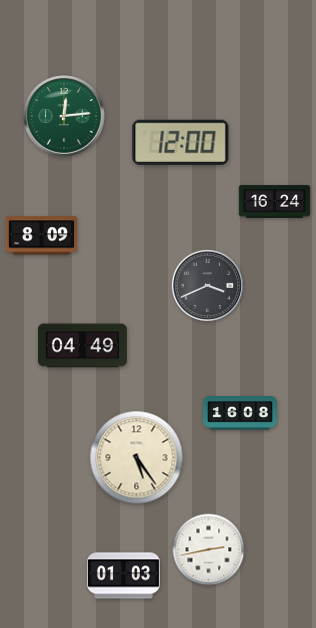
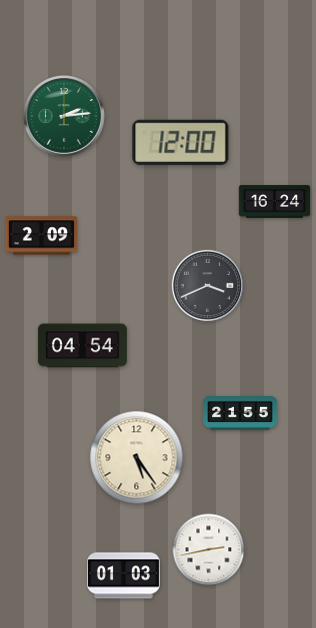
clock at (65, 117): 12:14 -> 2:14
clock at (41, 236): 8:09 -> 2:09
clock at (82, 346): 04:49 -> 04:54
clock at (240, 414): 16:08 -> 21:55
